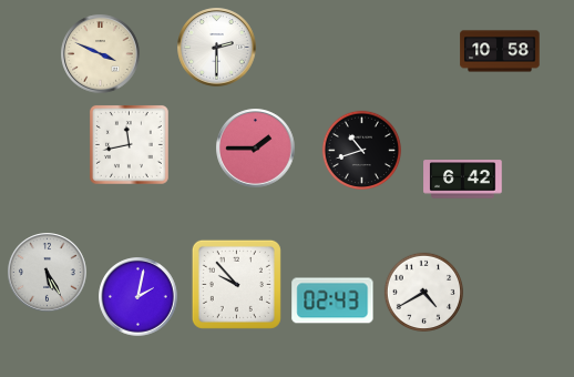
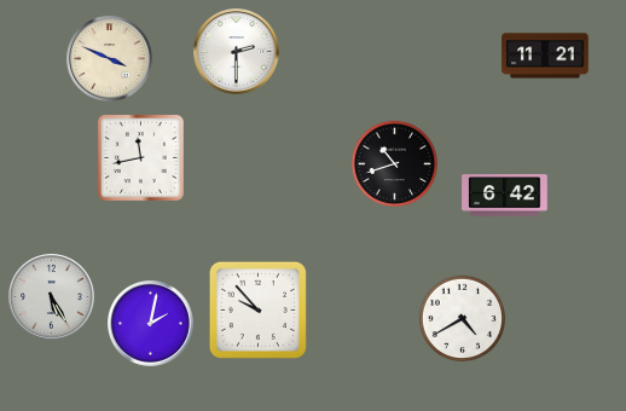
clock at (500, 51): 10:58 -> 11:21
clock at (256, 149): 1:45 -> none
clock at (332, 300): 02:43 -> none
